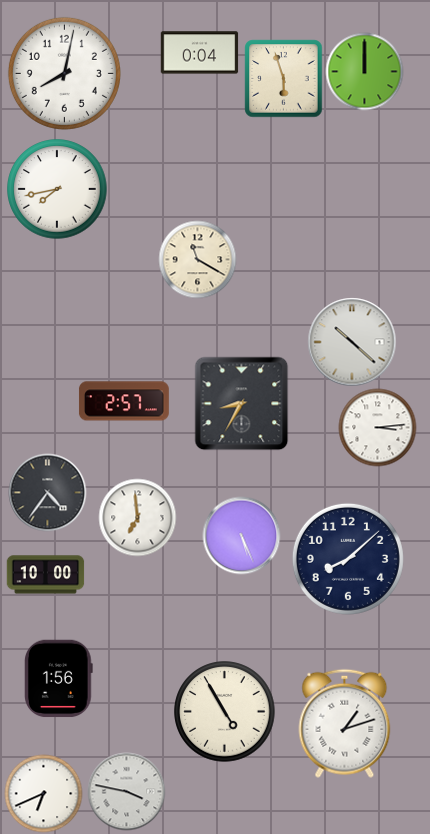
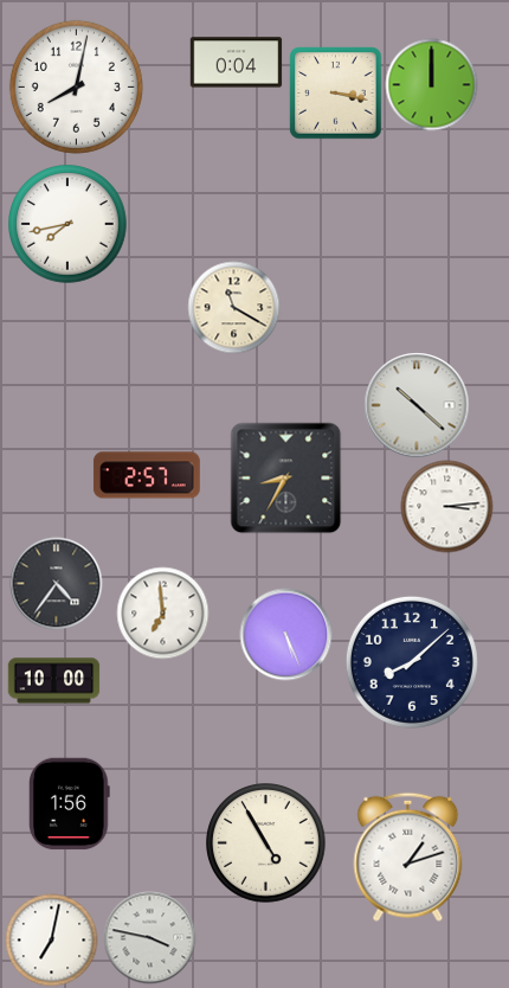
clock at (283, 78): 5:57 -> 3:17
clock at (43, 793): 6:41 -> 7:02
